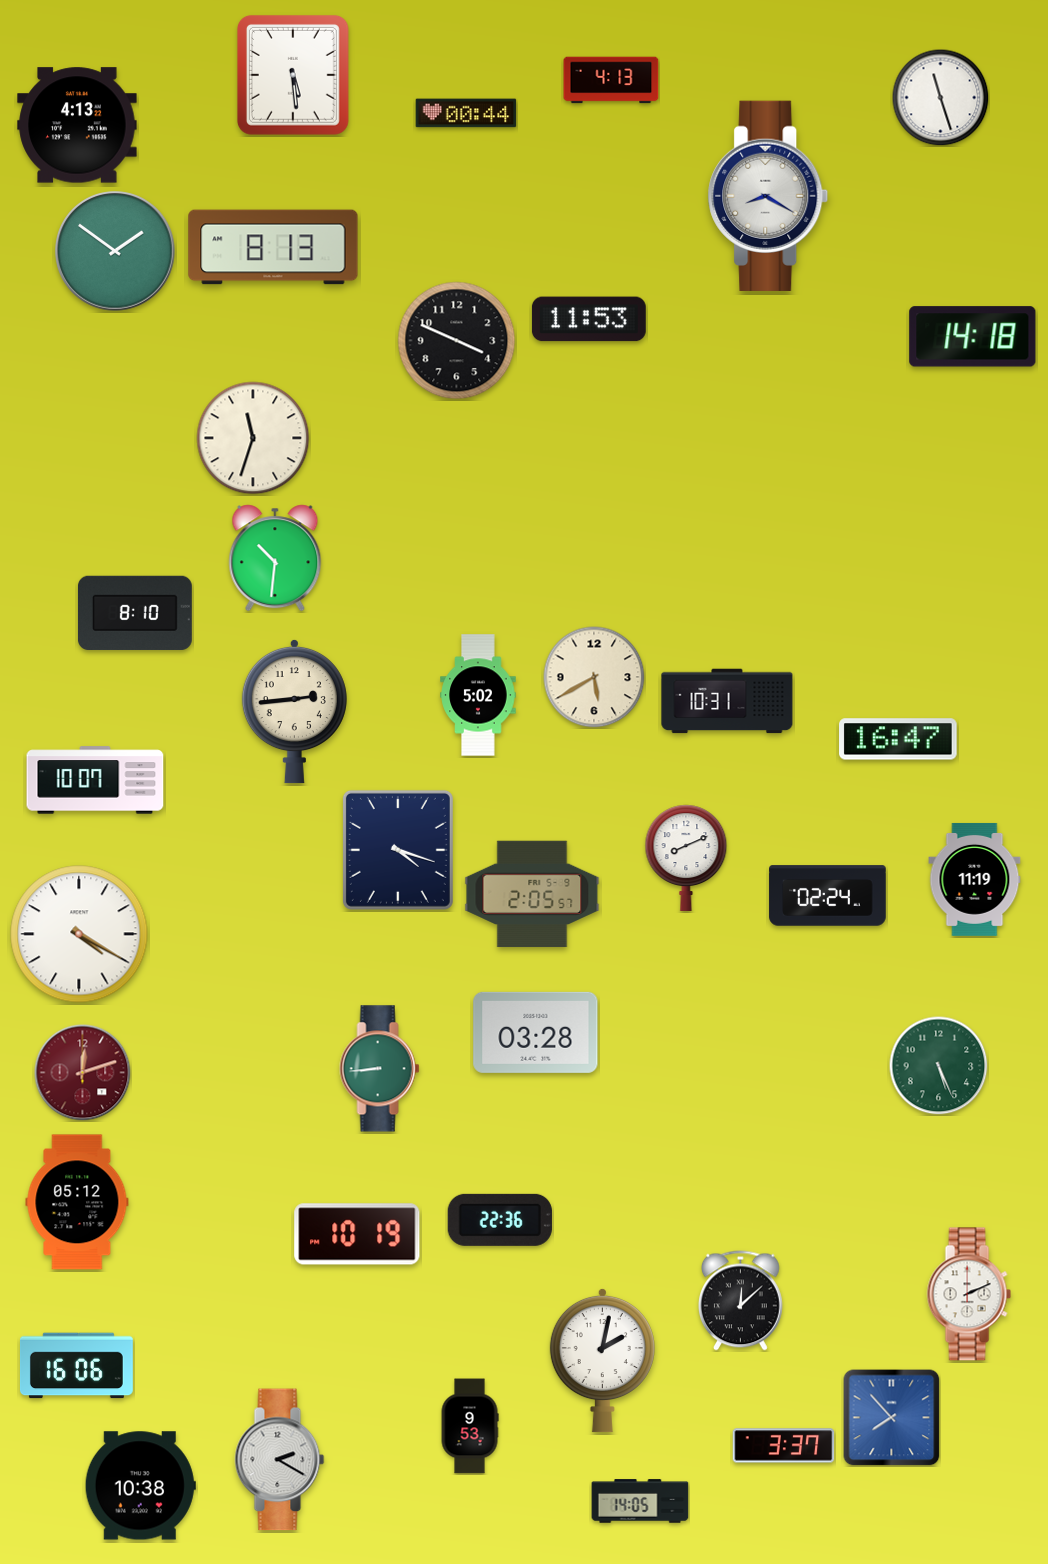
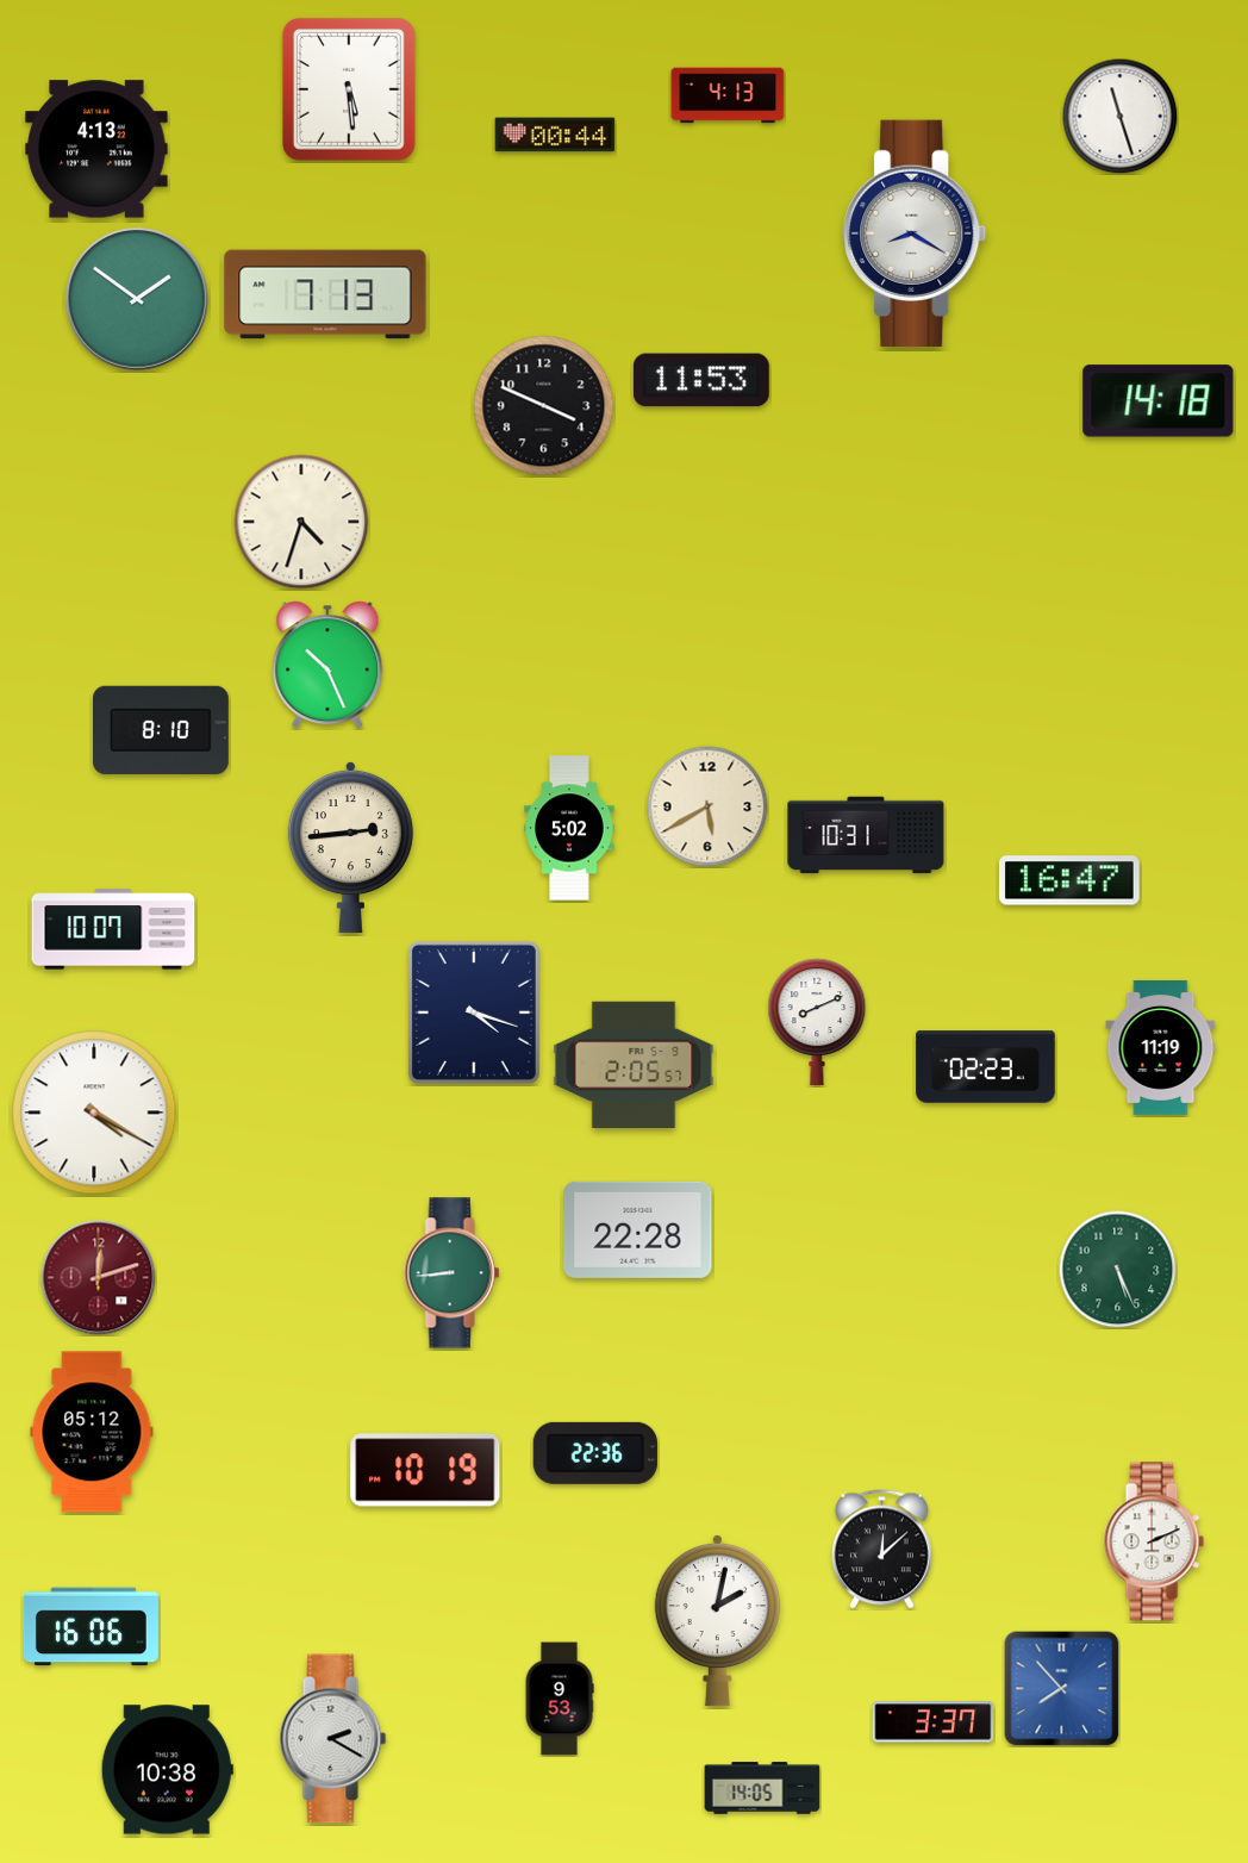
clock at (77, 125) position: (77, 125) -> (96, 149)
clock at (273, 247): 8:13 -> 7:13
clock at (253, 438): 11:33 -> 4:33
clock at (275, 558): 10:31 -> 10:26
clock at (828, 896): 02:24 -> 02:23
clock at (536, 1032): 03:28 -> 22:28
